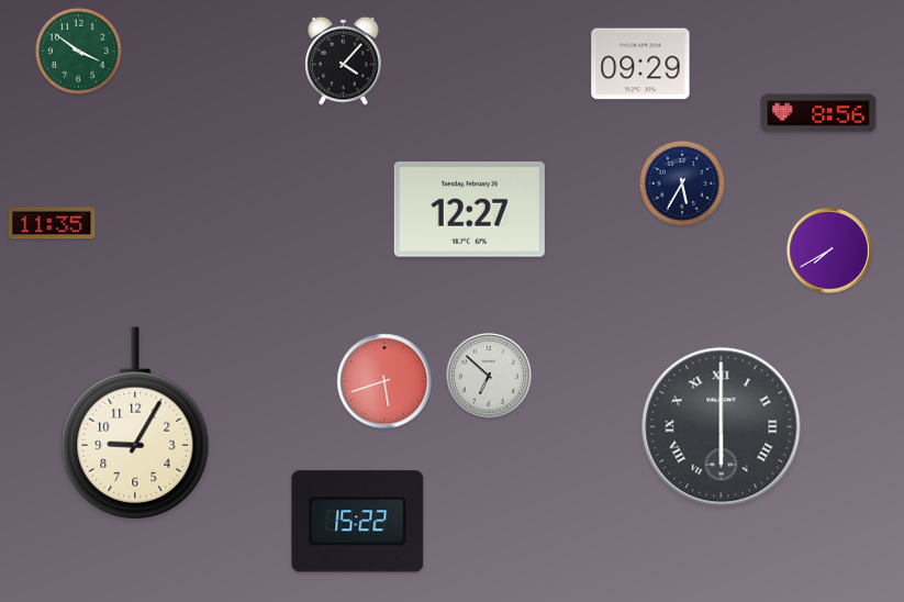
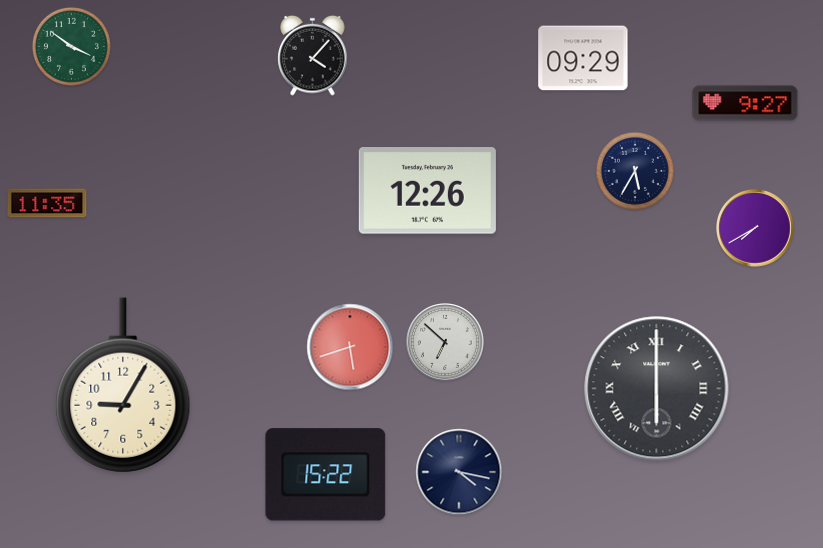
clock at (818, 113): 8:56 -> 9:27
clock at (682, 183) position: (682, 183) -> (635, 171)
clock at (469, 210): 12:27 -> 12:26
clock at (459, 472): none -> 4:17
